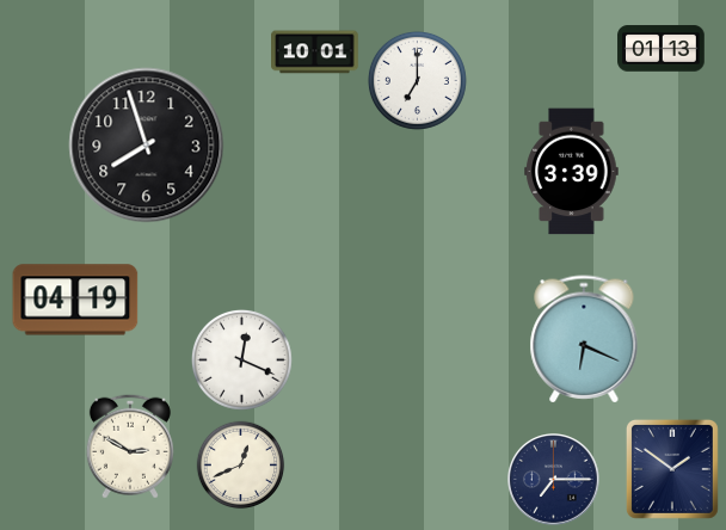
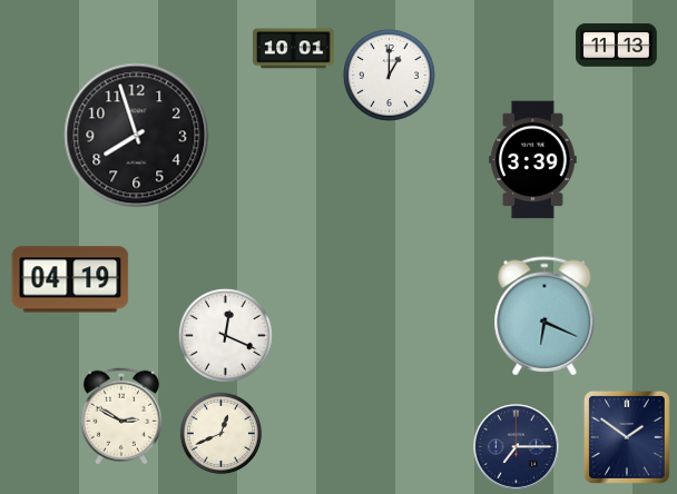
clock at (662, 49): 01:13 -> 11:13
clock at (417, 80): 7:00 -> 1:00
clock at (241, 466) position: (241, 466) -> (222, 434)
